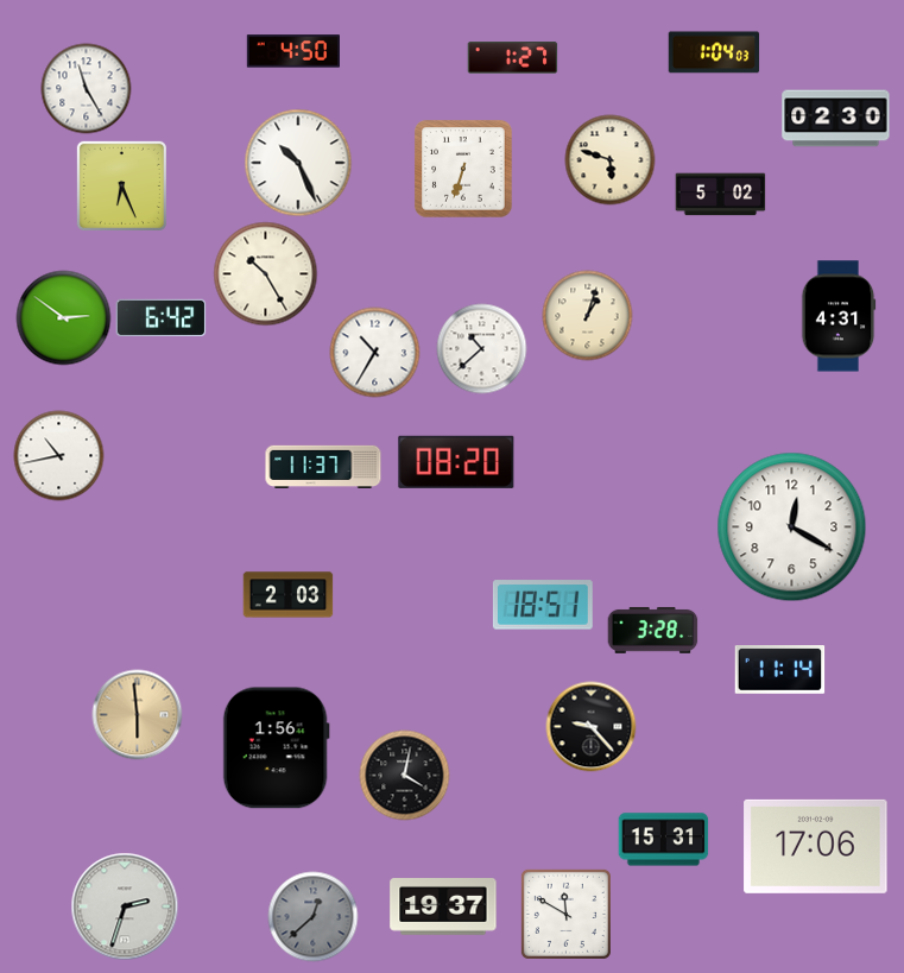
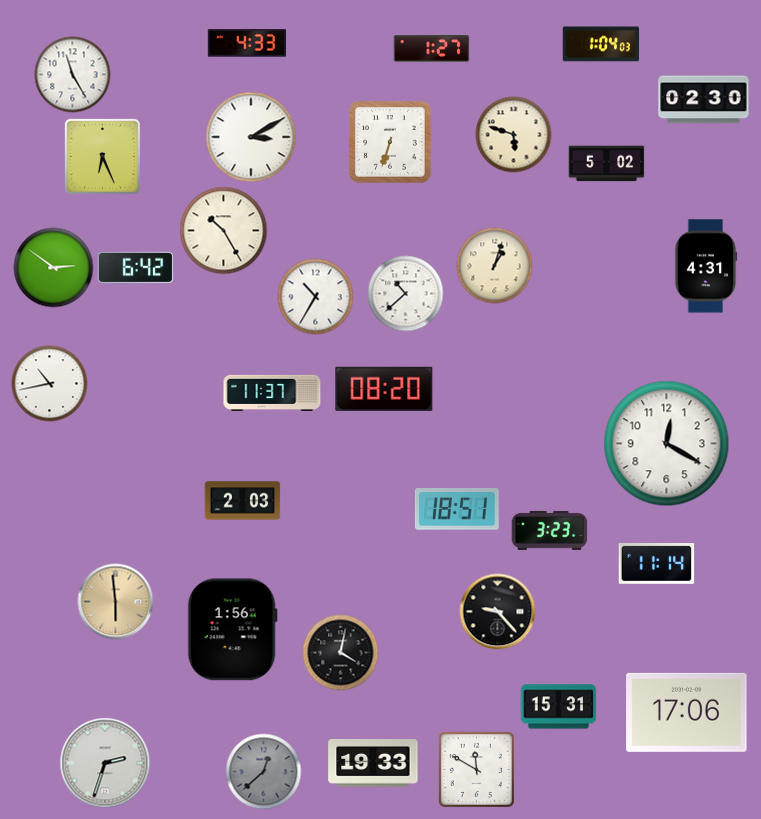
clock at (292, 51): 4:50 -> 4:33
clock at (298, 163): 10:26 -> 3:10
clock at (653, 630): 3:28 -> 3:23
clock at (443, 908): 19:37 -> 19:33
